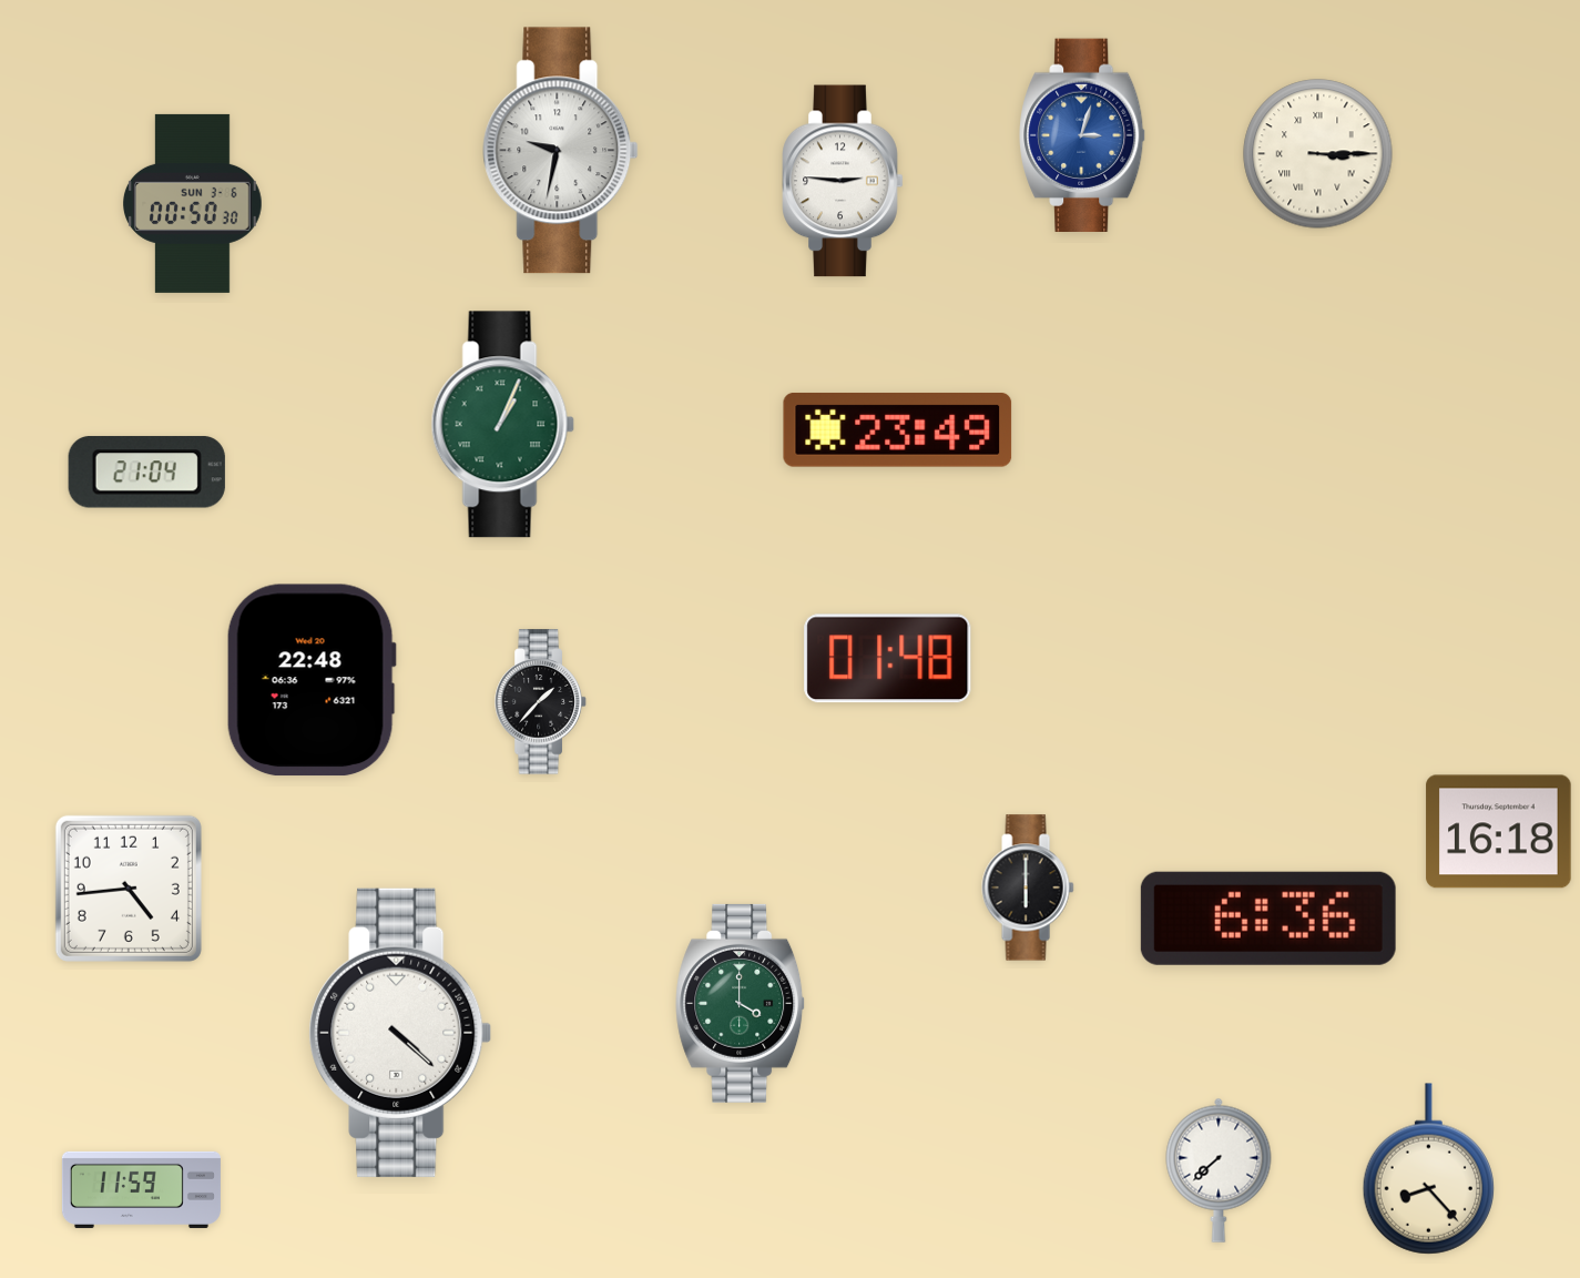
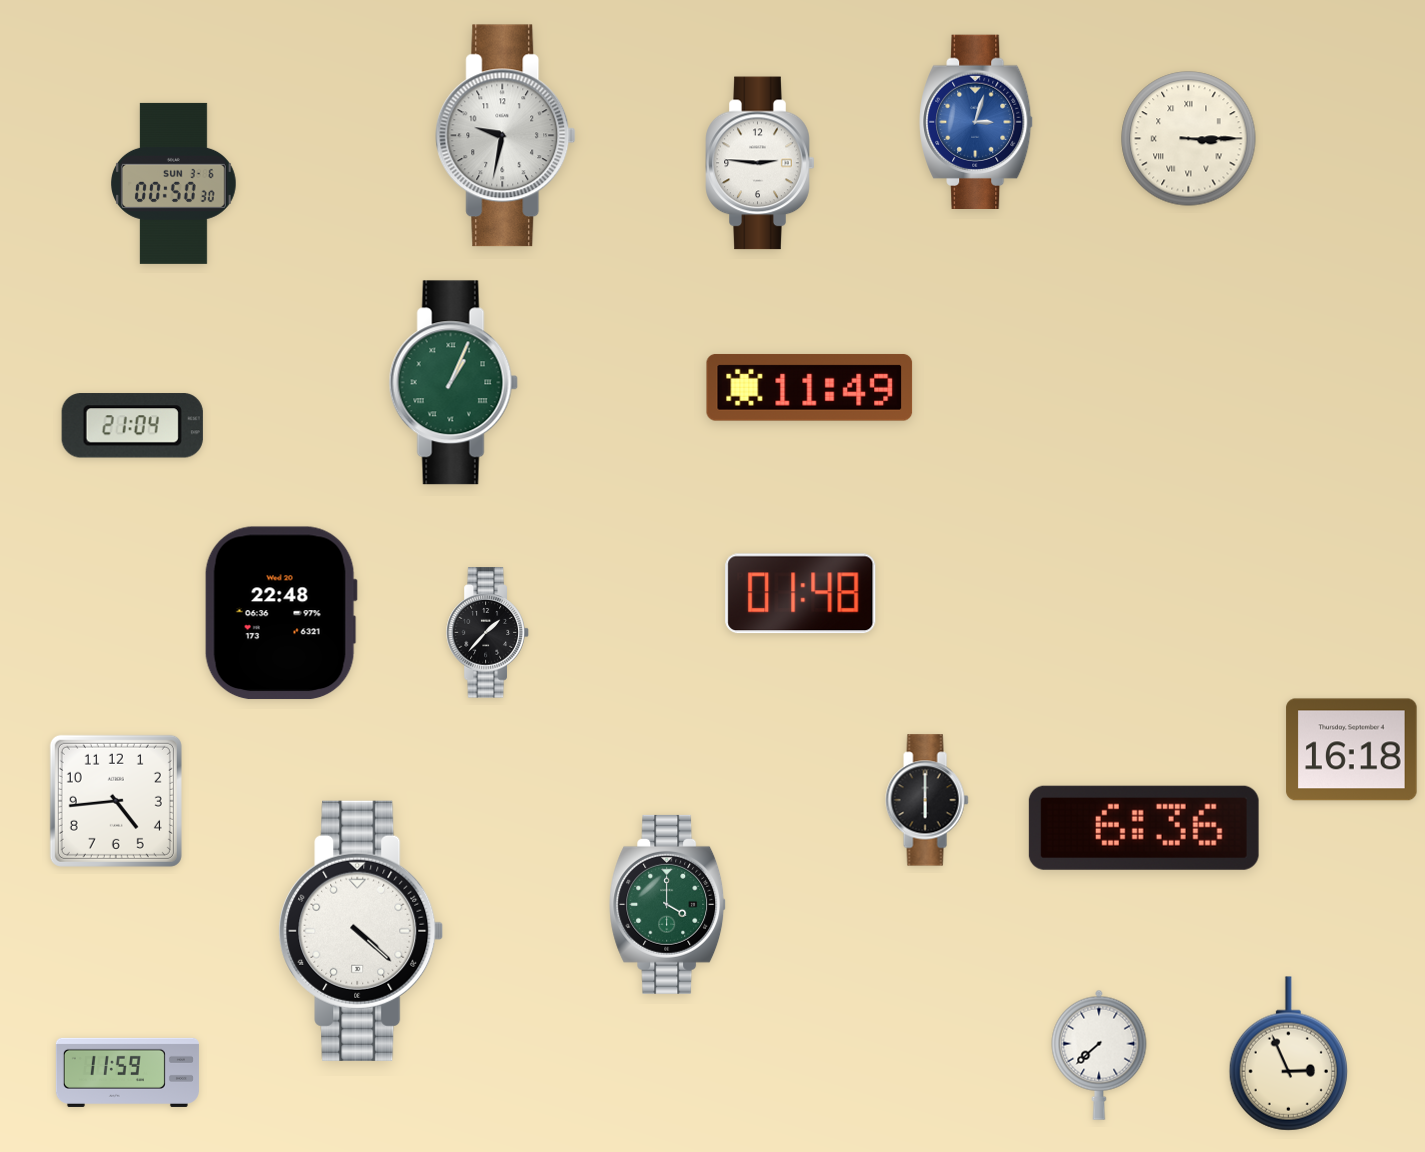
clock at (898, 429): 23:49 -> 11:49
clock at (1428, 1169): 8:23 -> 2:56
